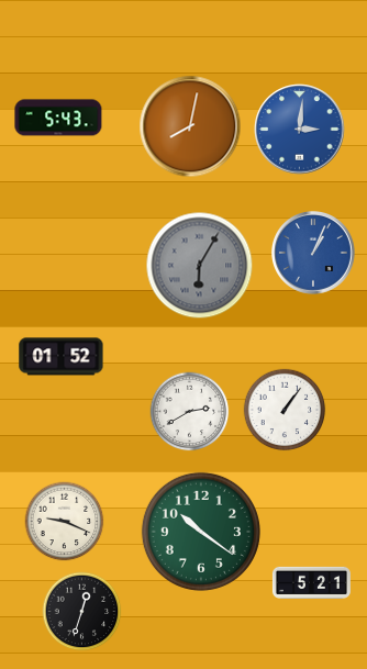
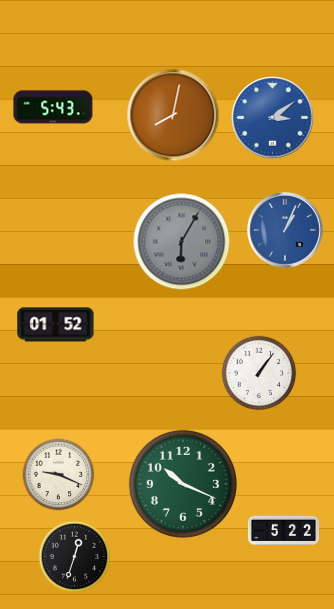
clock at (300, 130): 3:01 -> 3:09
clock at (190, 412): 2:40 -> none
clock at (201, 532): 10:21 -> 10:19
clock at (311, 582): 5:21 -> 5:22
